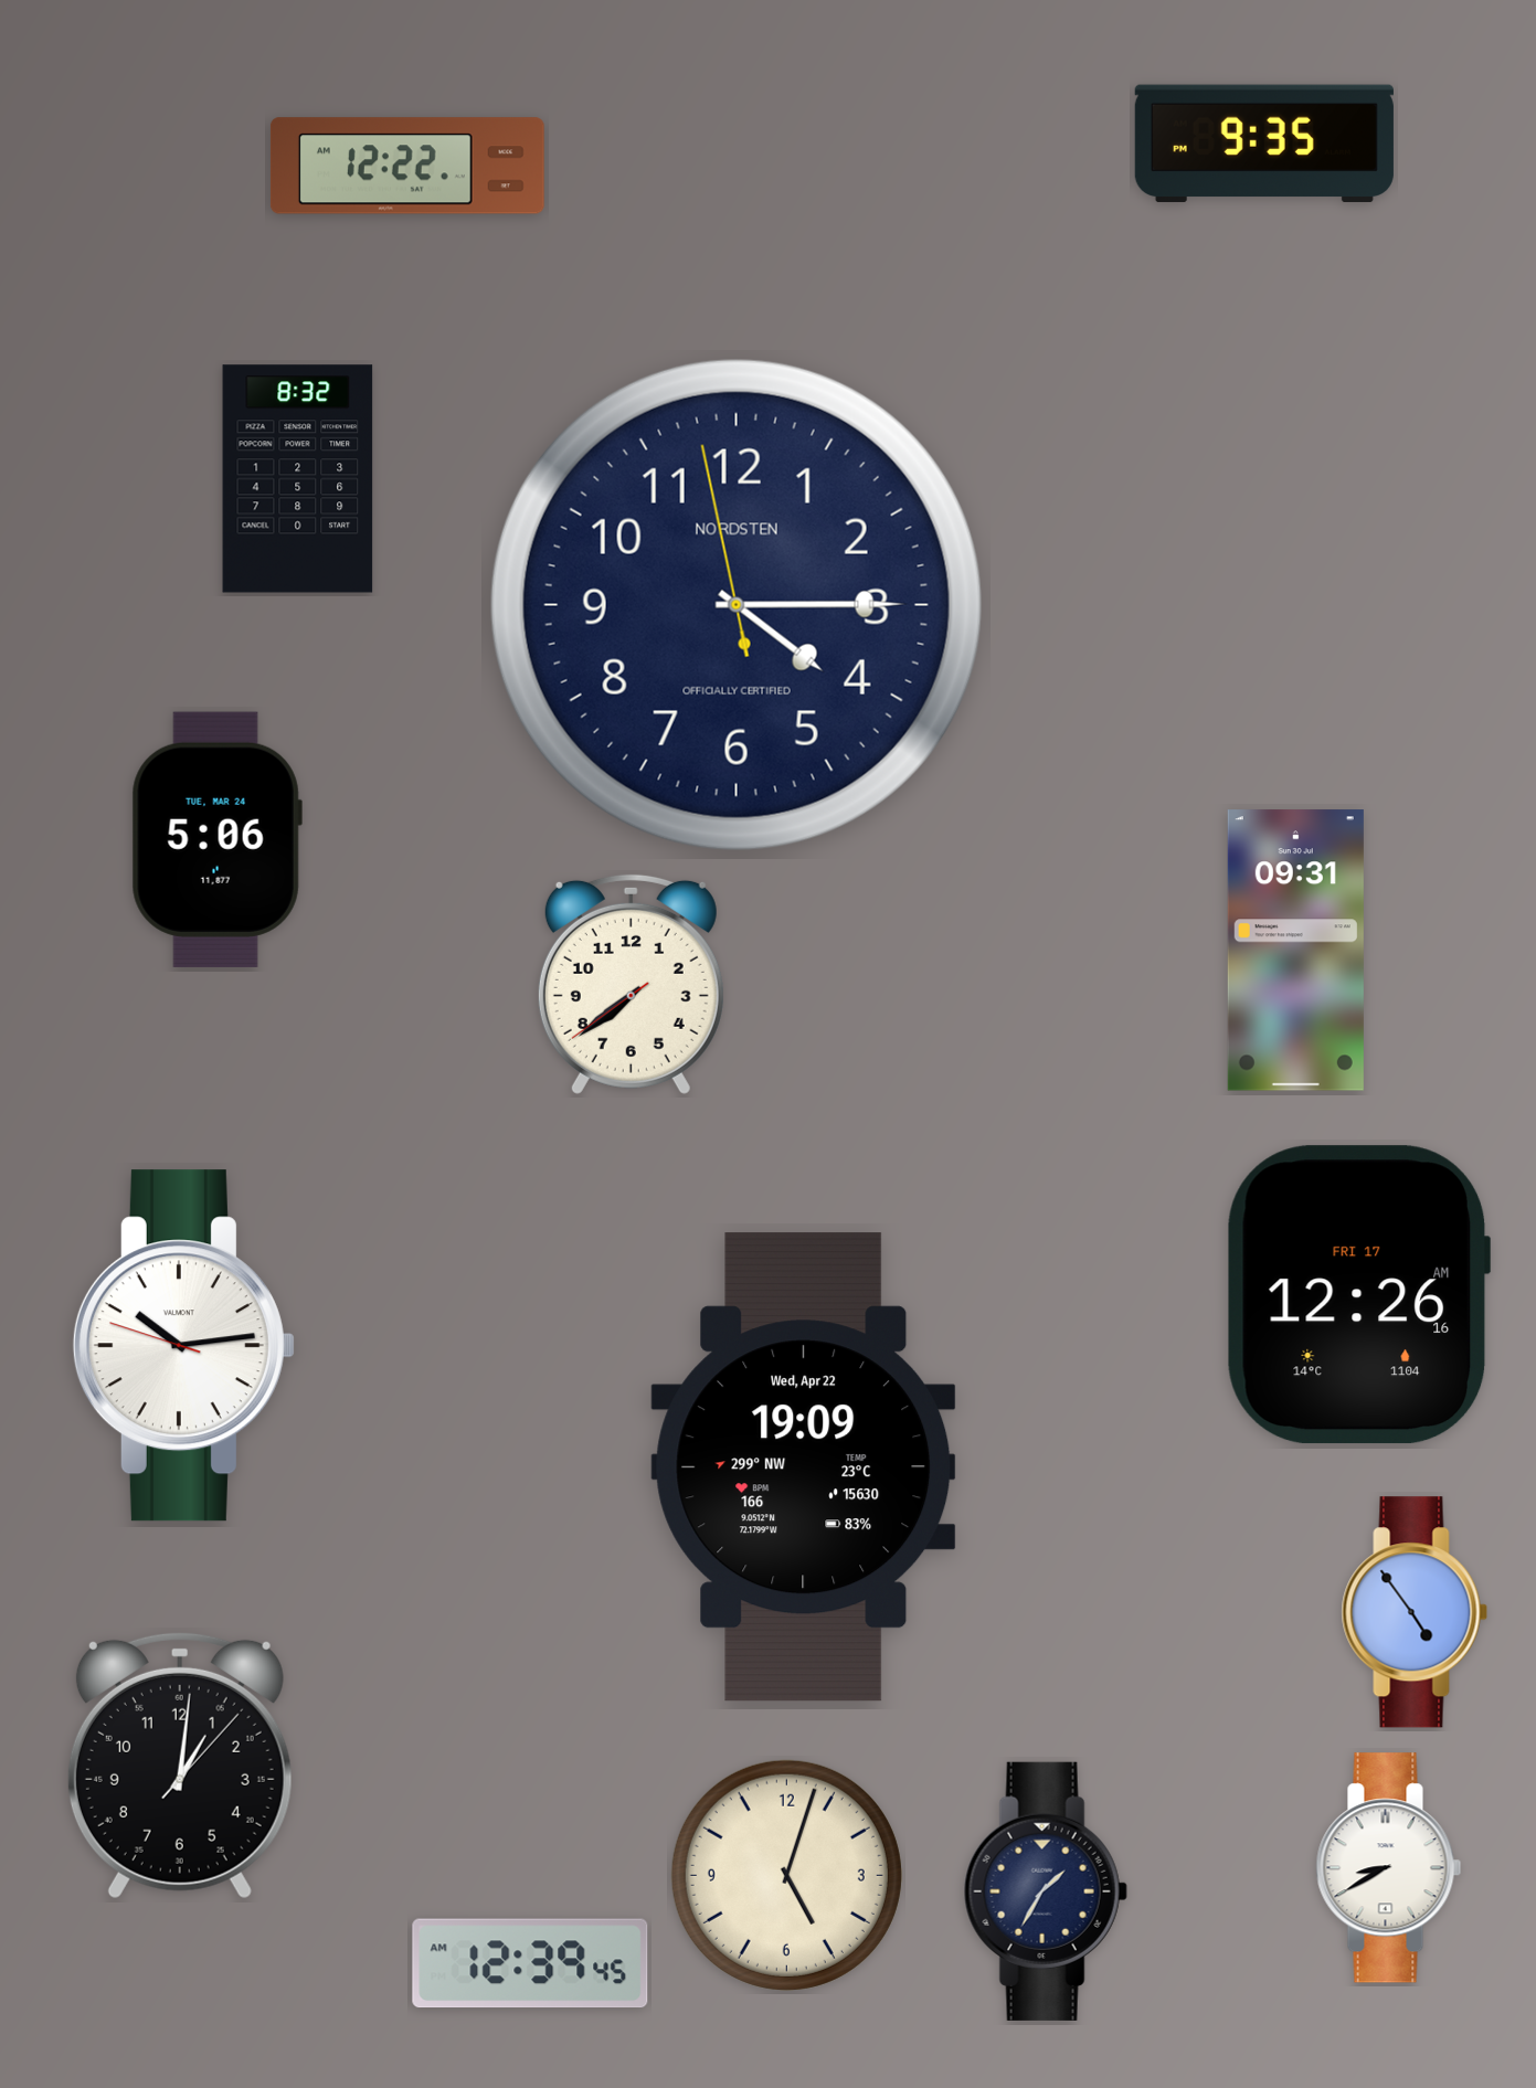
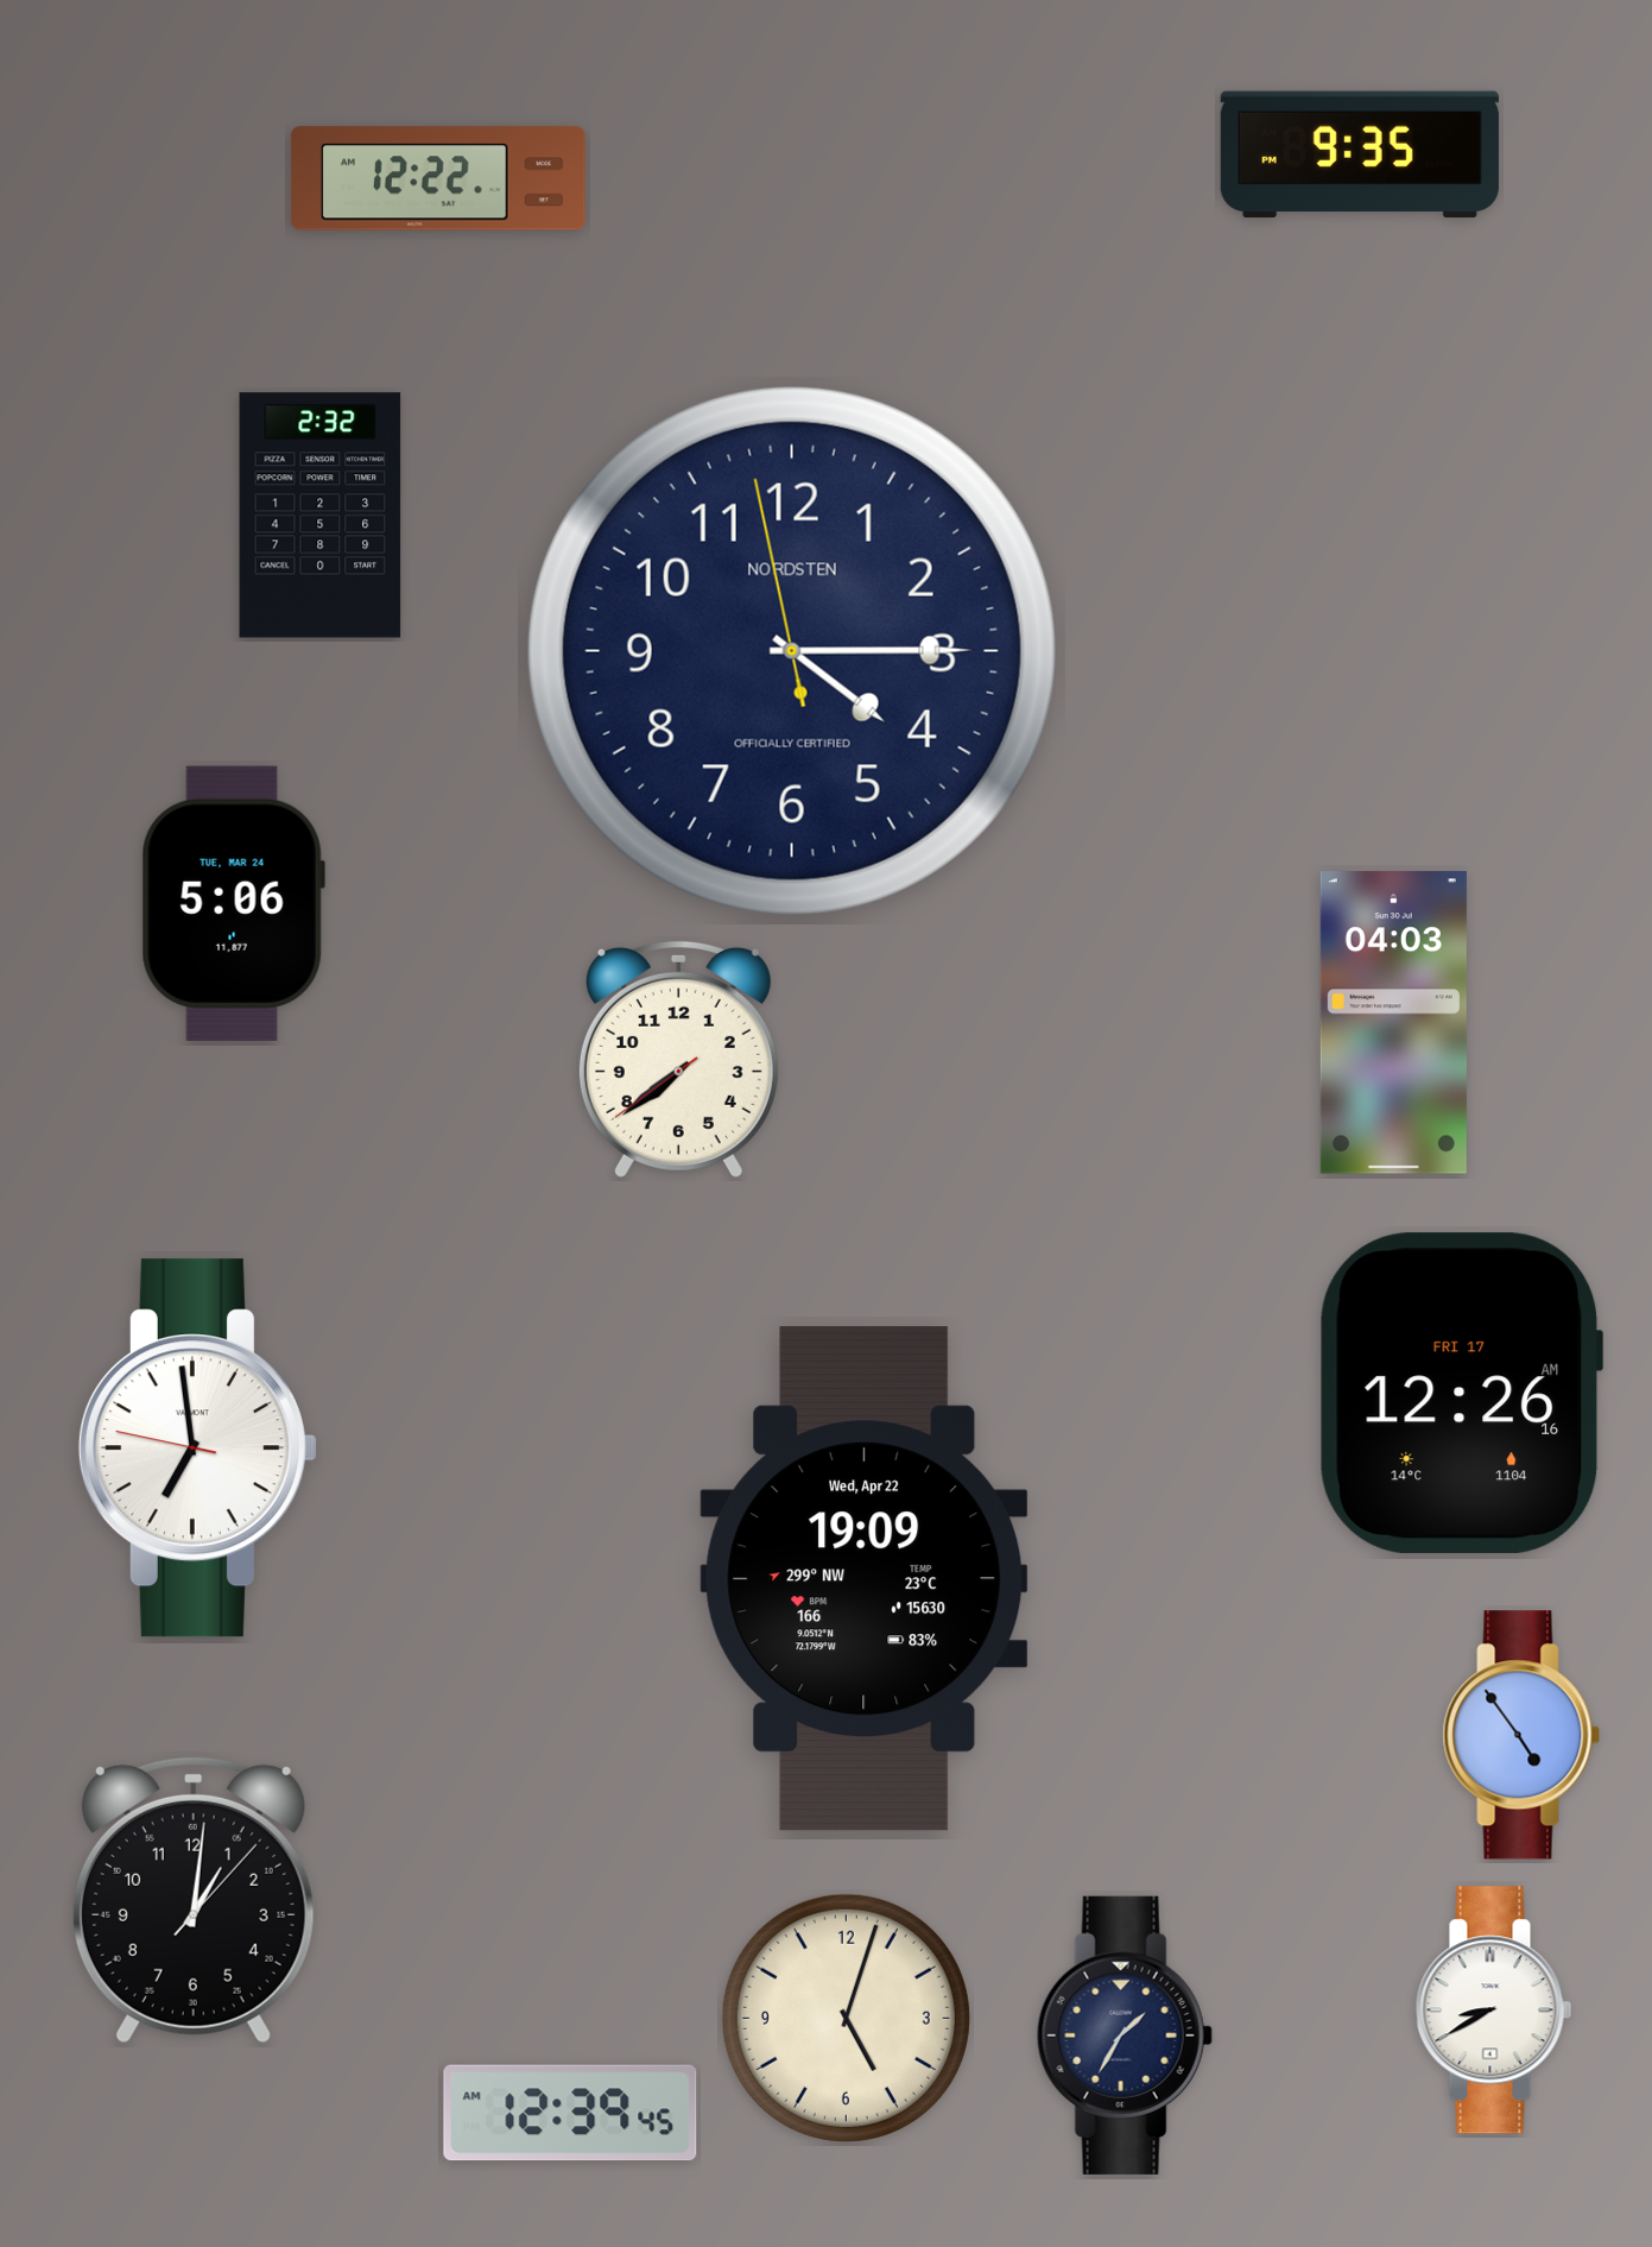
clock at (298, 479): 8:32 -> 2:32
clock at (1295, 951): 09:31 -> 04:03
clock at (183, 1346): 10:13 -> 6:58
